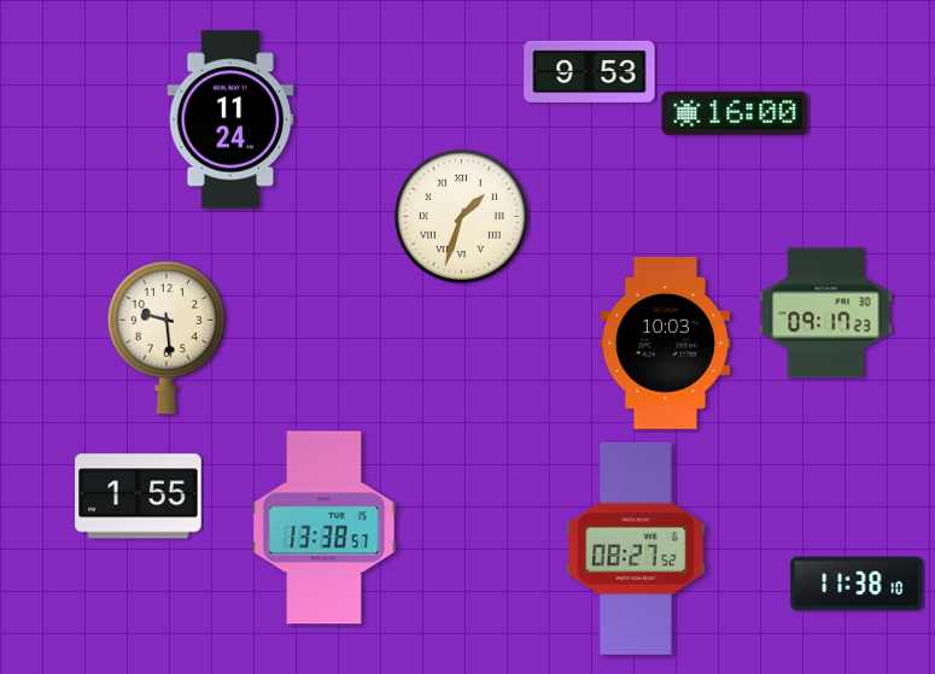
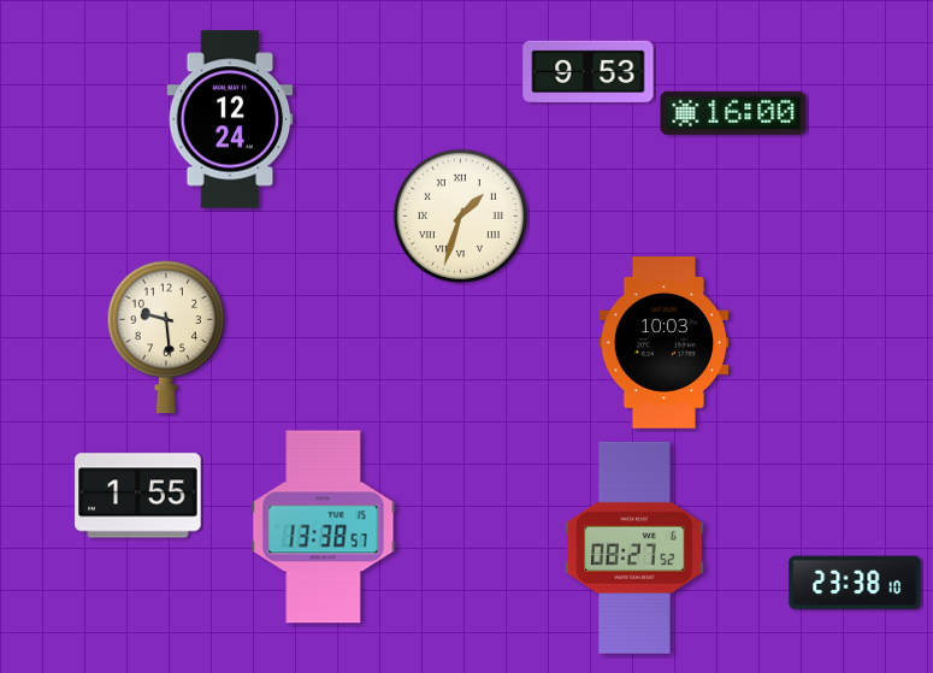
clock at (230, 119): 11:24 -> 12:24
clock at (826, 313): 09:17 -> none
clock at (857, 584): 11:38 -> 23:38
